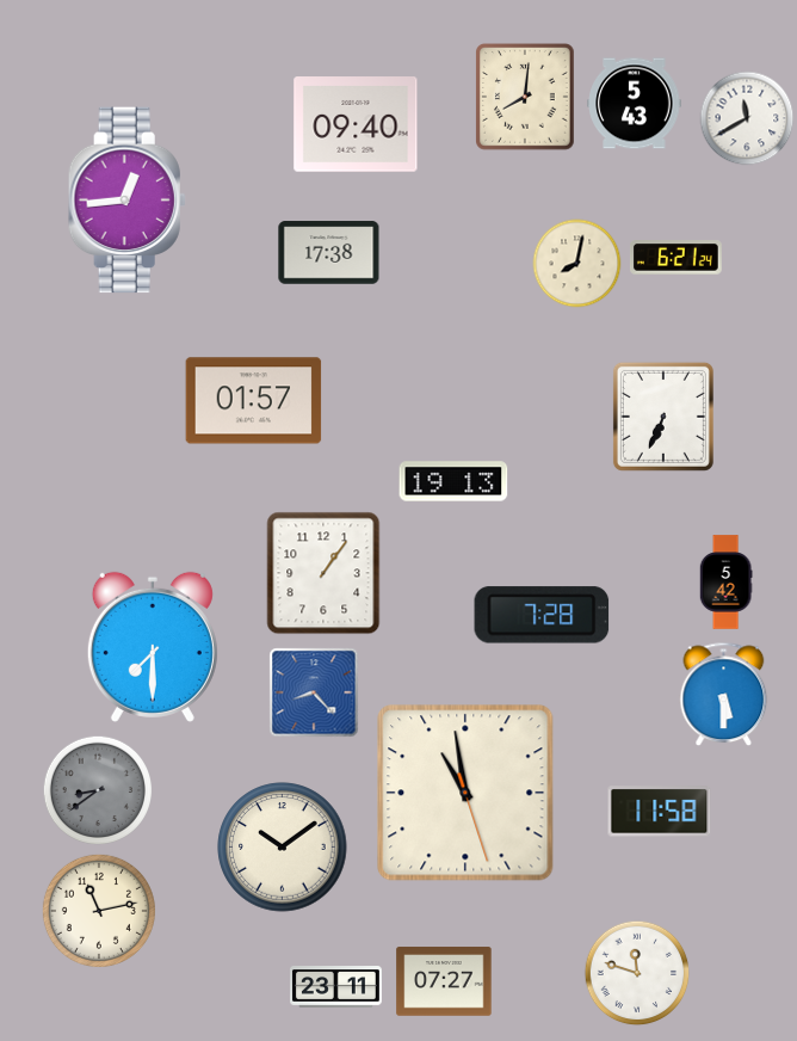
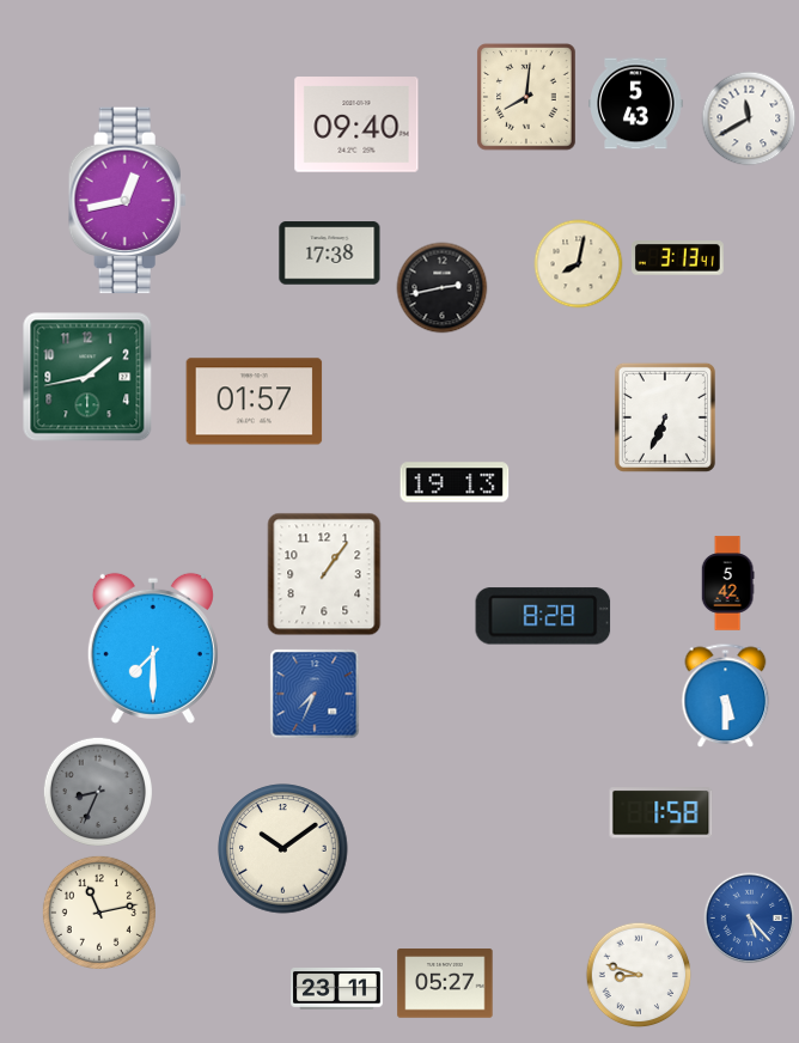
clock at (126, 201): 12:44 -> 12:43
clock at (675, 258): 6:21 -> 3:13
clock at (443, 288): none -> 2:43
clock at (87, 377): none -> 1:43
clock at (542, 615): 7:28 -> 8:28
clock at (314, 692): 8:23 -> 7:34
clock at (97, 789): 8:39 -> 8:34
clock at (465, 793): 10:58 -> none
clock at (660, 812): 11:58 -> 1:58
clock at (750, 919): none -> 5:23
clock at (637, 973): 11:48 -> 8:48
clock at (444, 981): 07:27 -> 05:27
